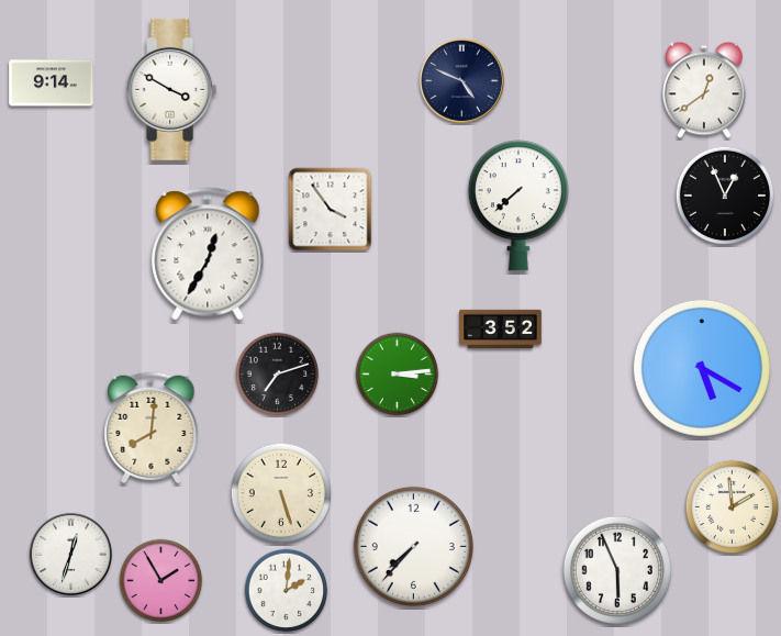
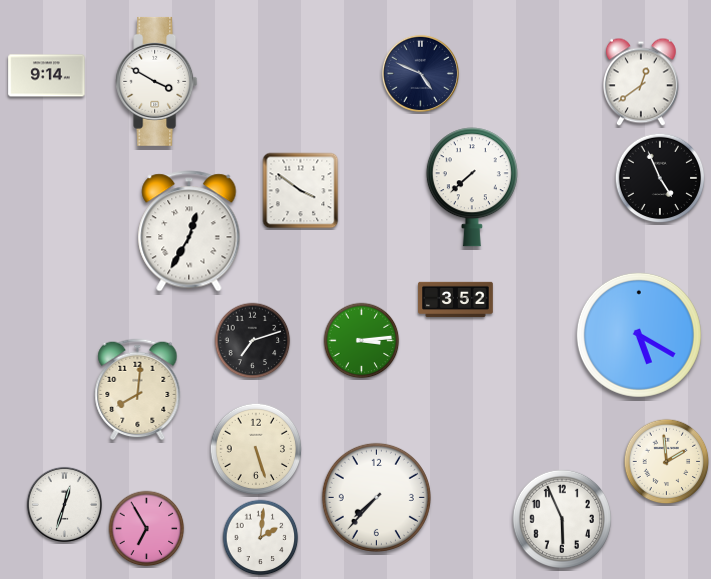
clock at (725, 196): 12:56 -> 4:56
clock at (331, 210): 3:54 -> 3:51
clock at (161, 581): 1:55 -> 6:55
